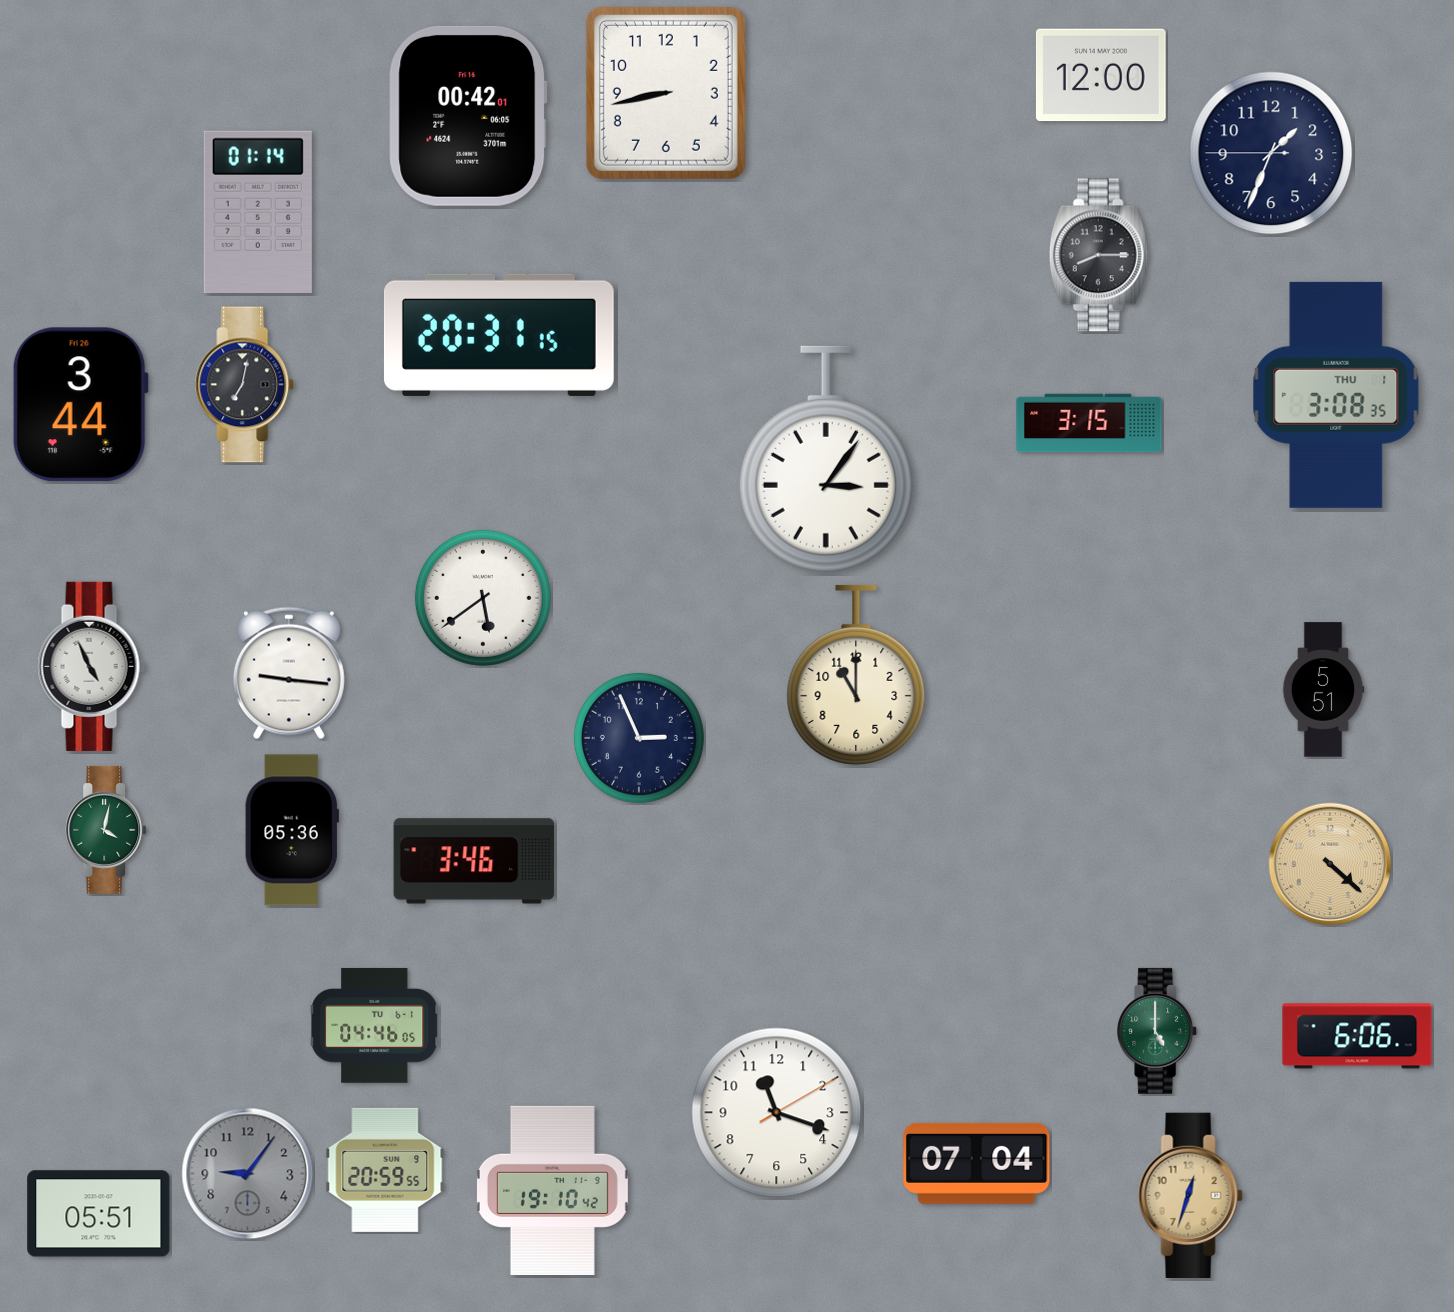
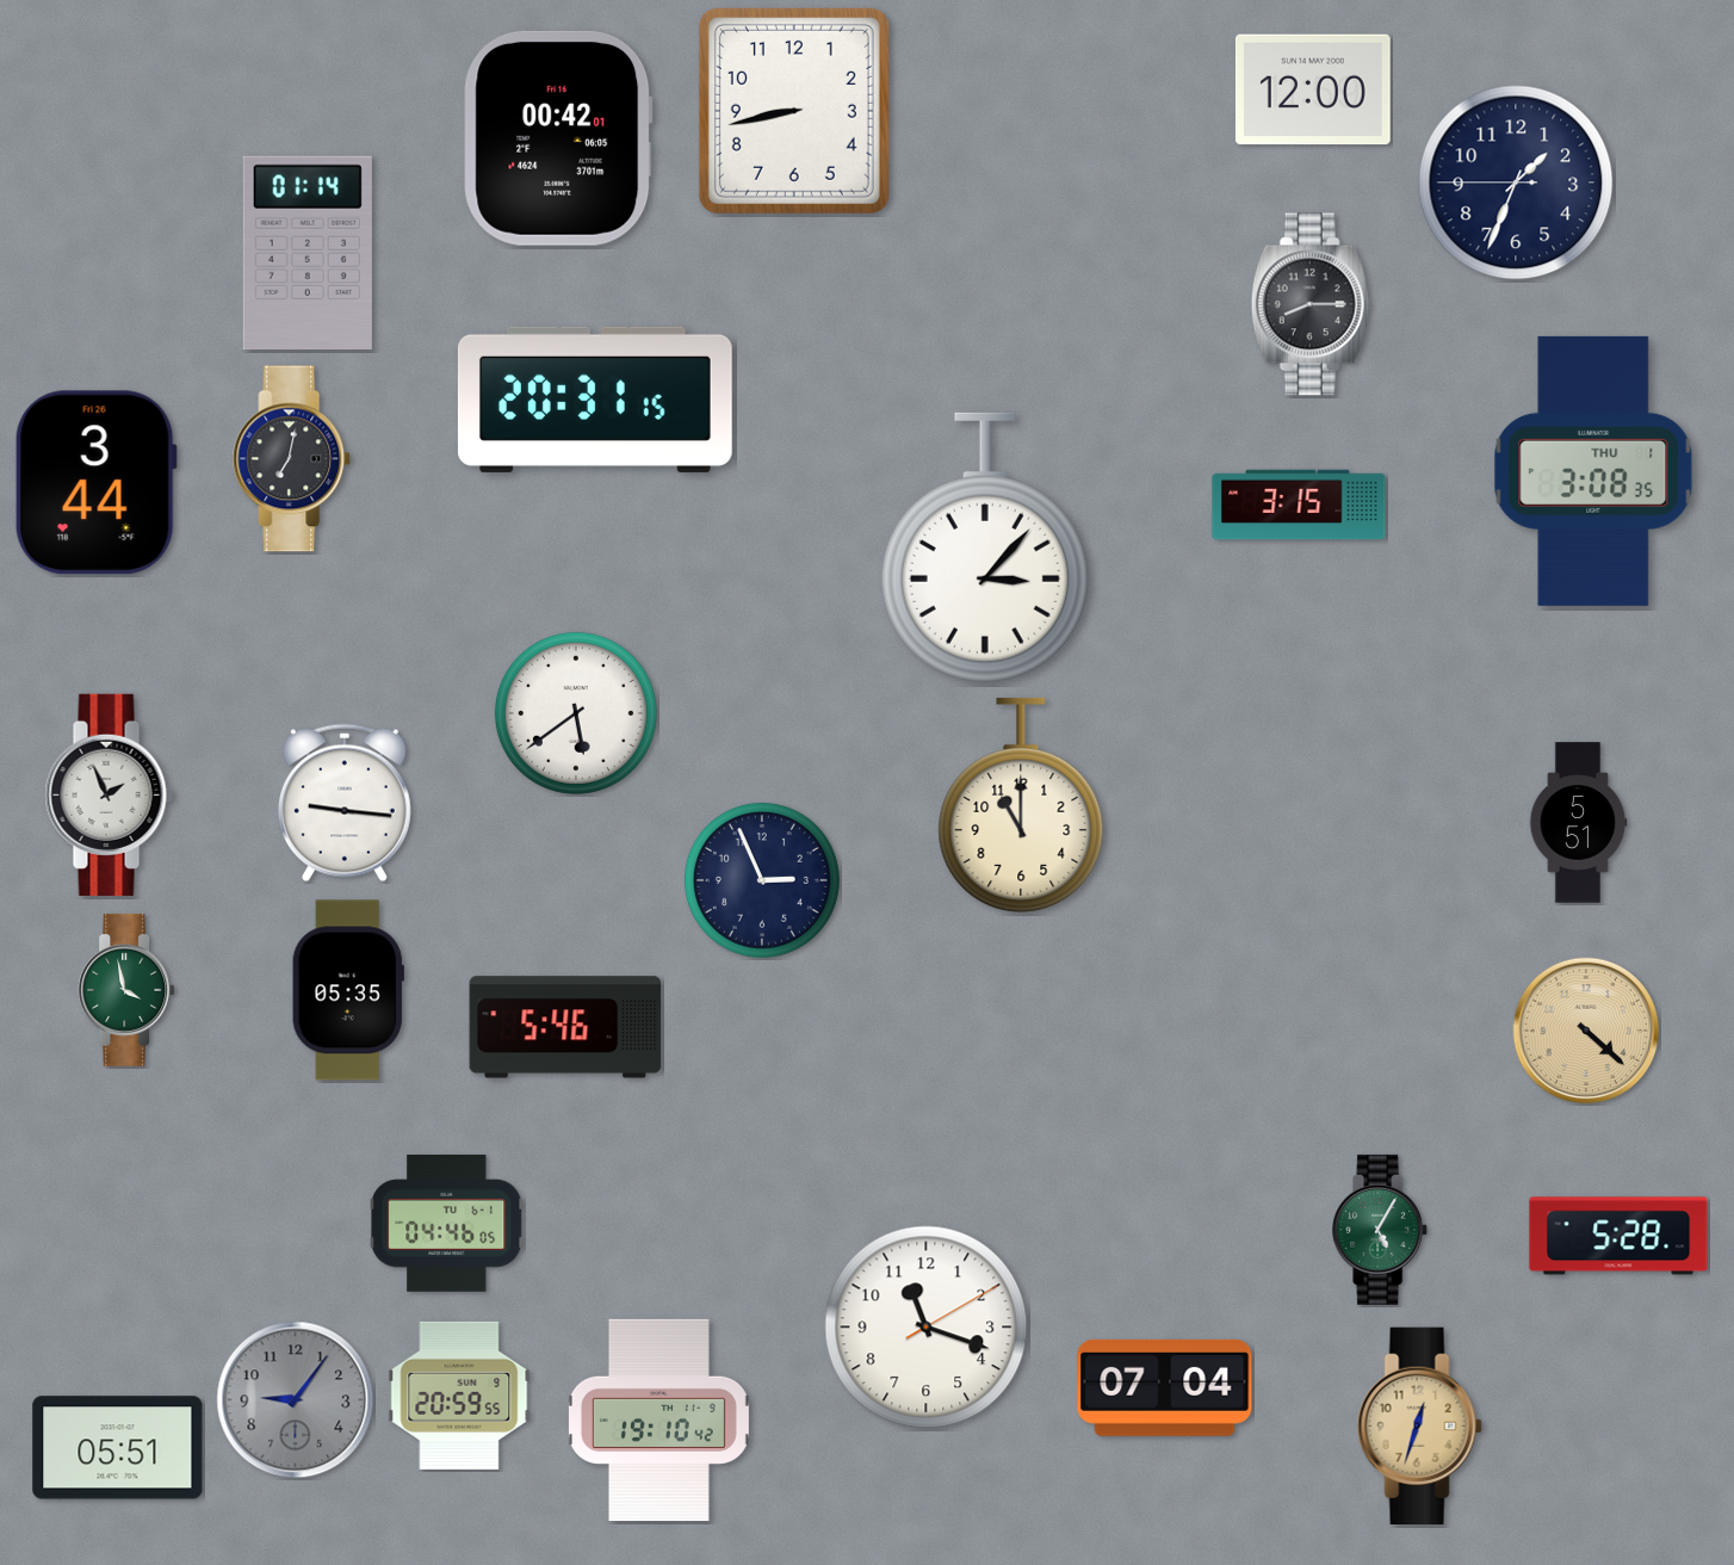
clock at (826, 459): 3:06 -> 3:07
clock at (91, 666): 4:56 -> 1:56
clock at (106, 830): 4:02 -> 3:58
clock at (292, 830): 05:36 -> 05:35
clock at (474, 861): 3:46 -> 5:46
clock at (1158, 1031): 5:00 -> 5:05
clock at (1357, 1036): 6:06 -> 5:28
